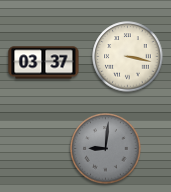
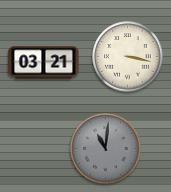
clock at (44, 63): 03:37 -> 03:21
clock at (106, 149): 9:01 -> 11:01
